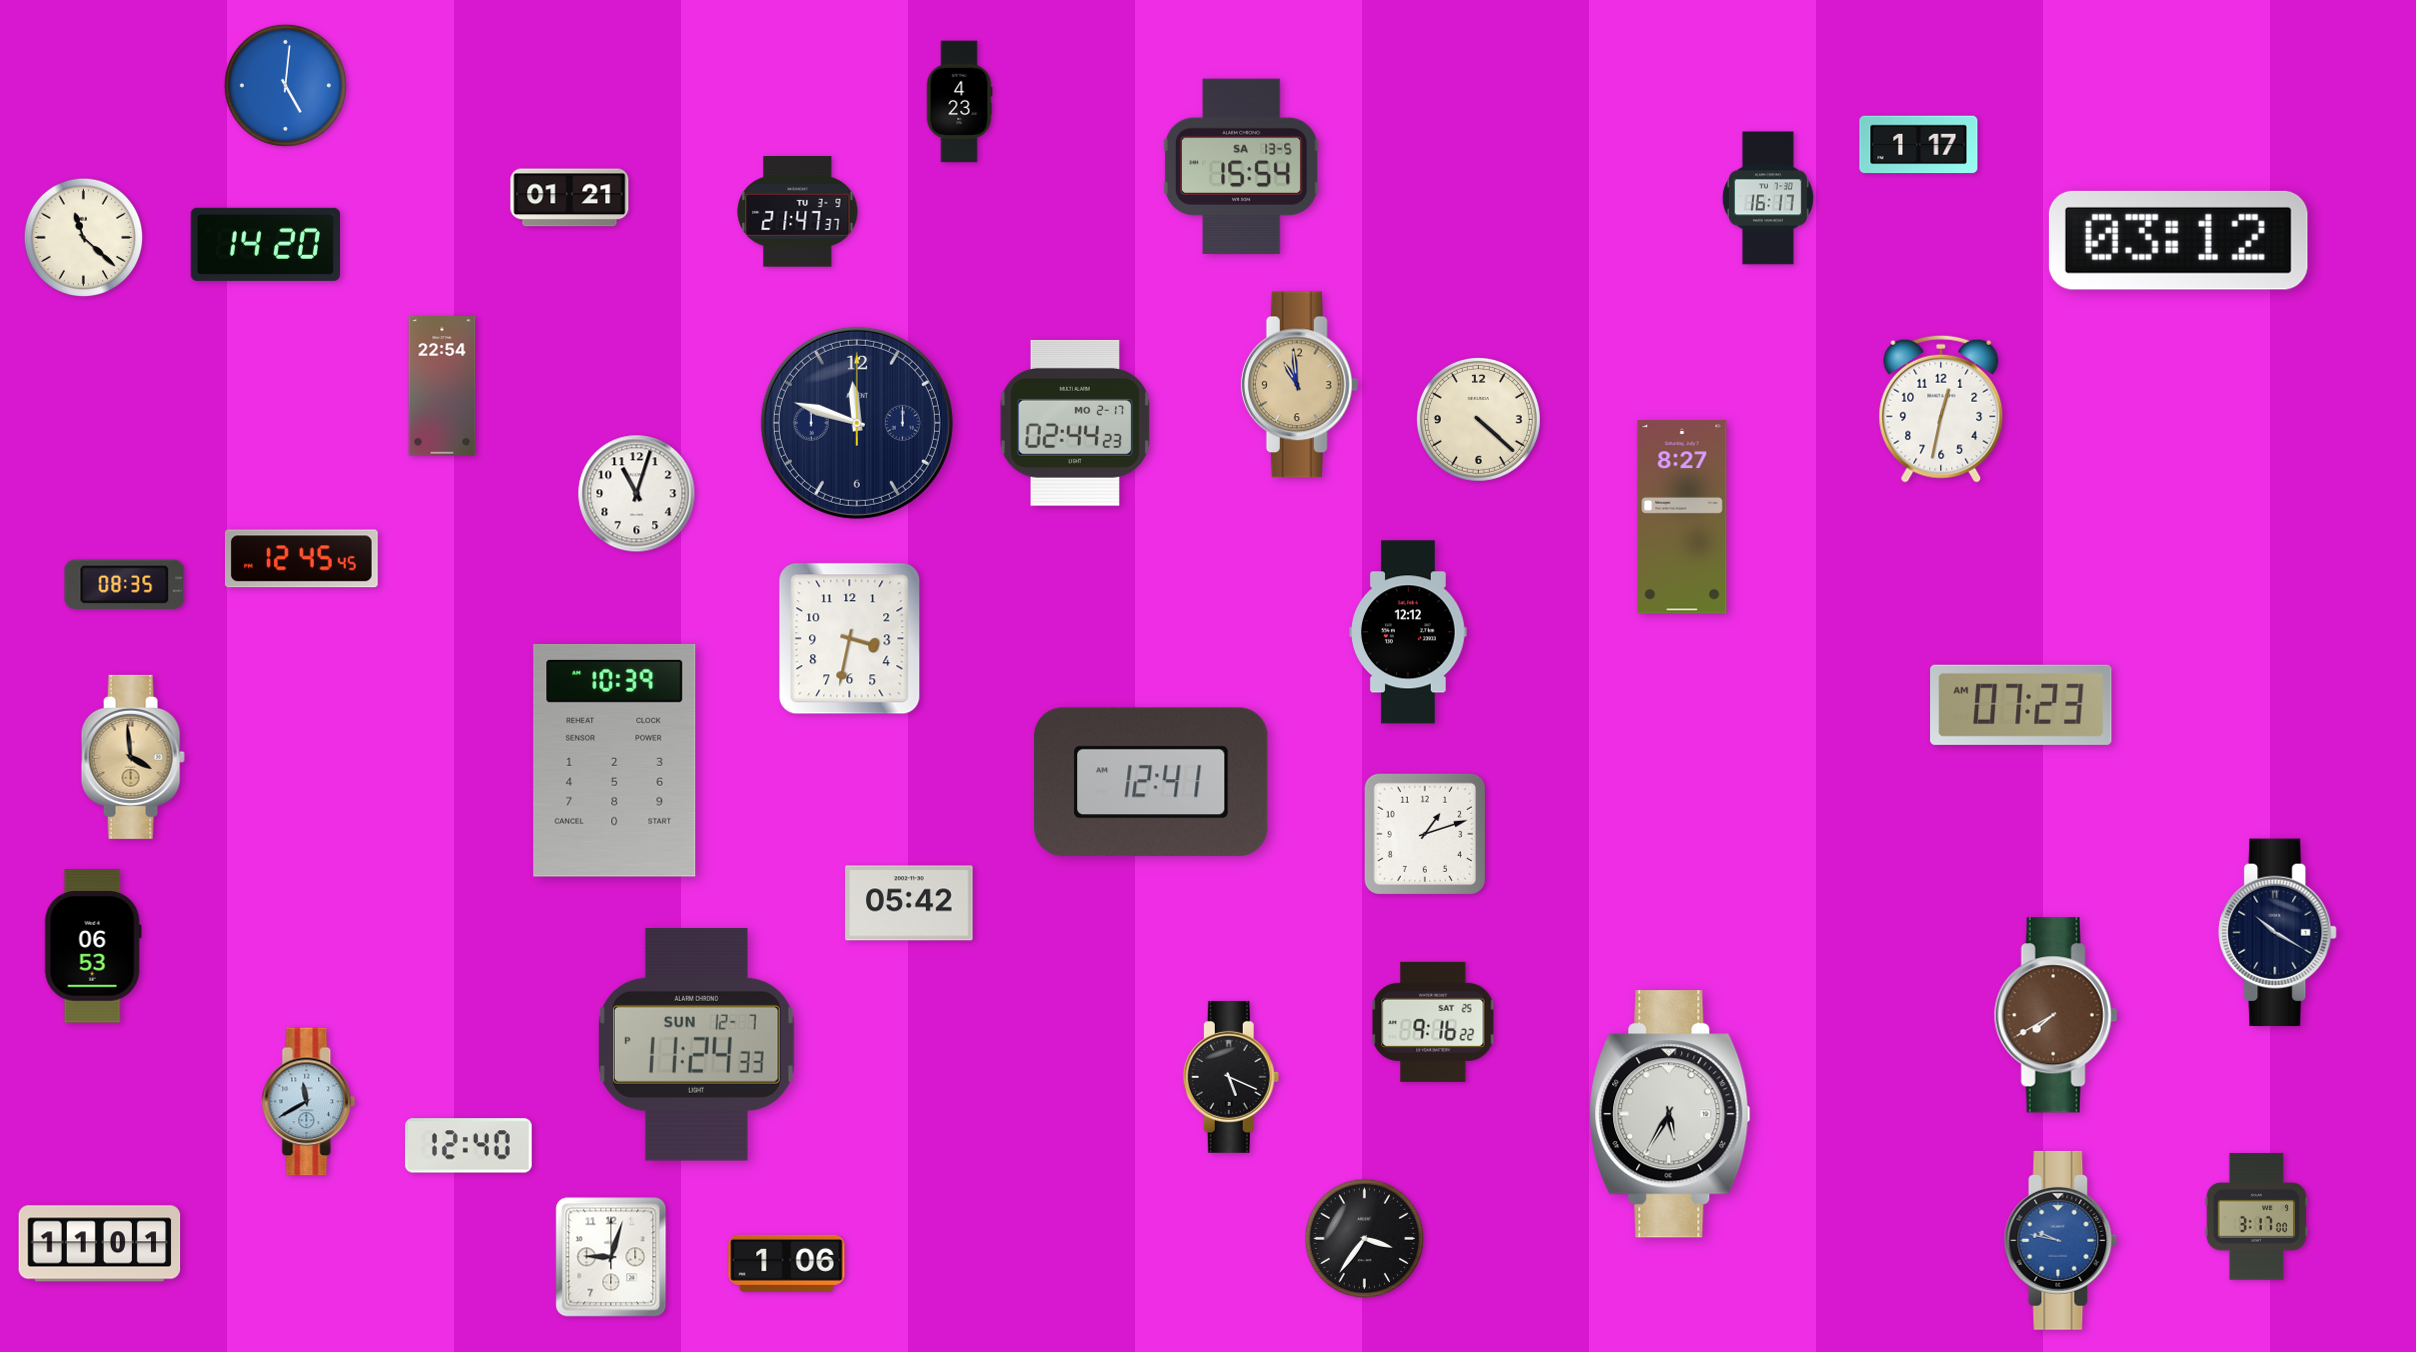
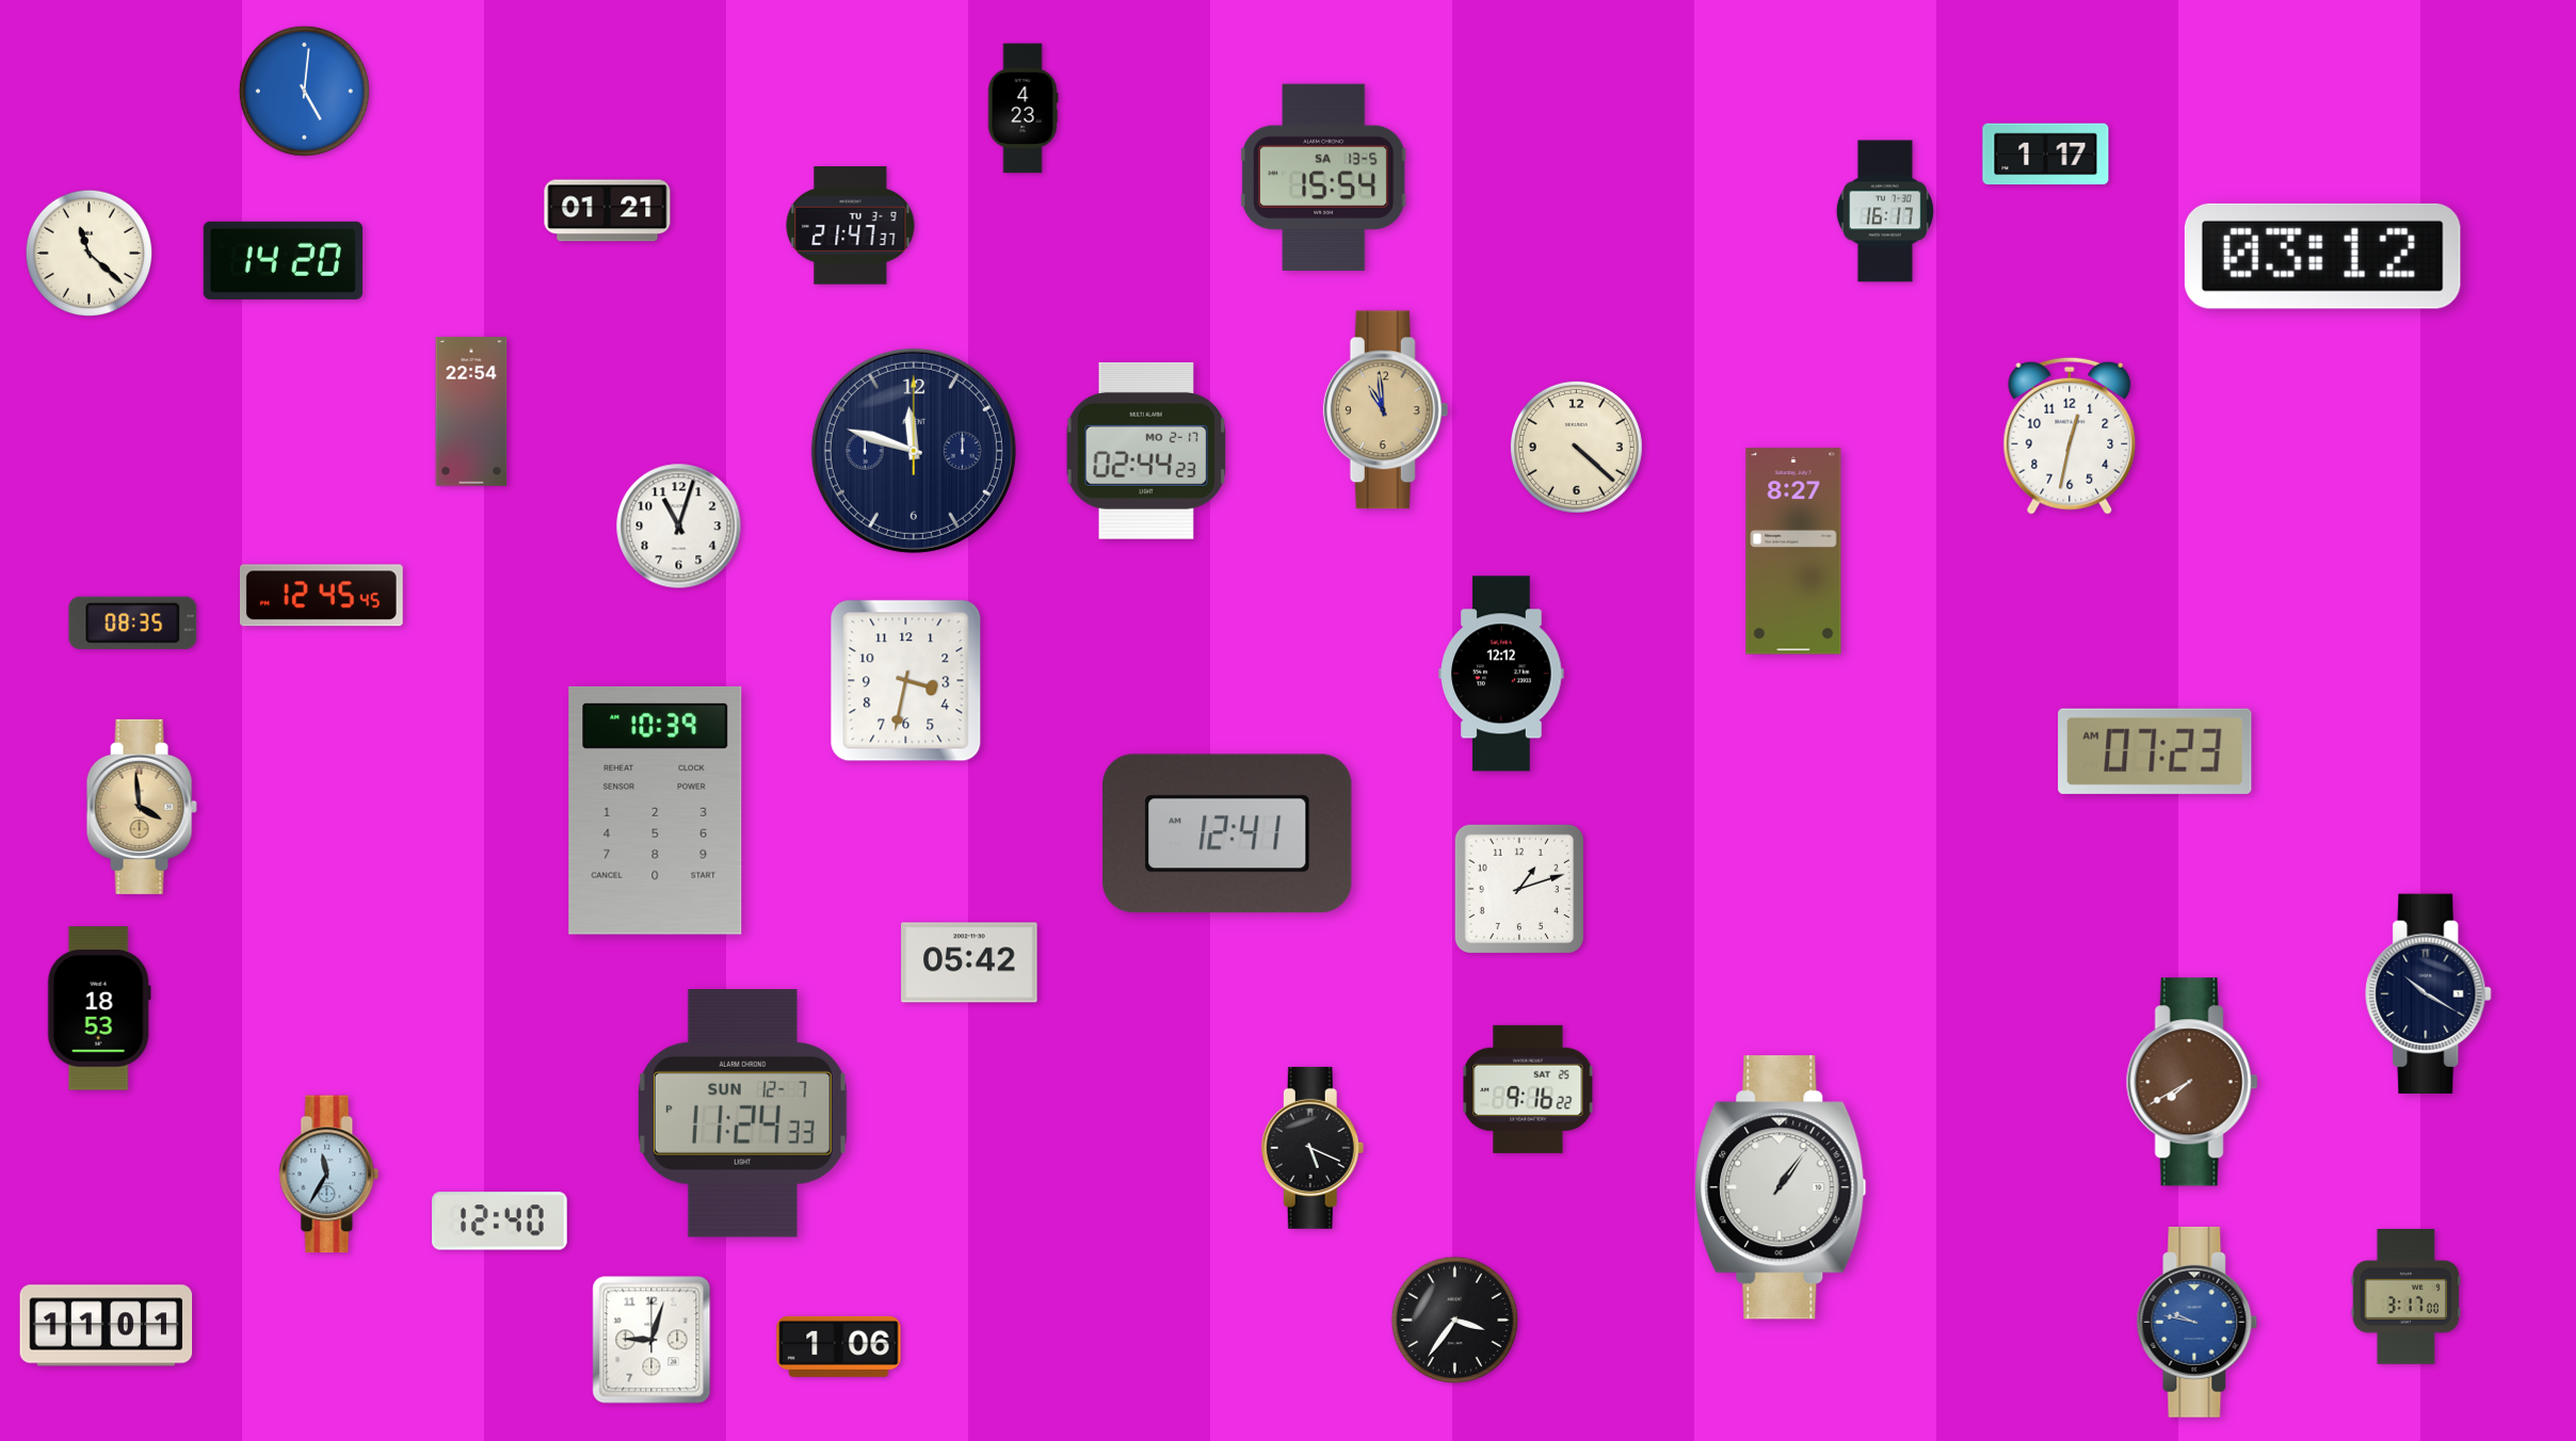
clock at (93, 946): 06:53 -> 18:53
clock at (309, 1102): 11:40 -> 11:35
clock at (1670, 1114): 5:35 -> 1:06
